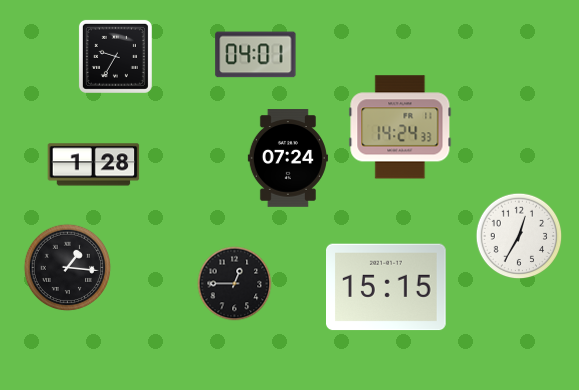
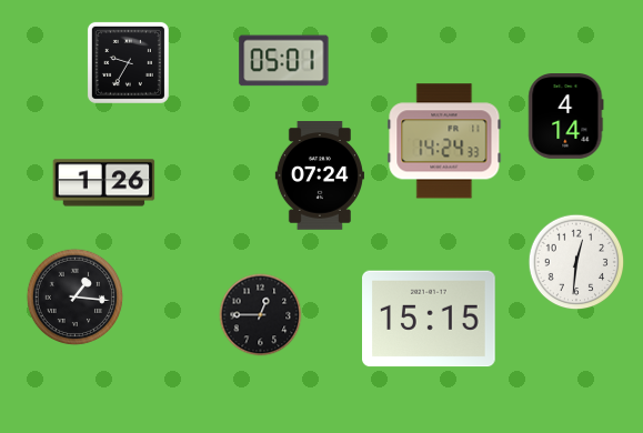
clock at (256, 55): 04:01 -> 05:01
clock at (566, 117): none -> 4:14
clock at (94, 165): 1:28 -> 1:26
clock at (519, 236): 12:35 -> 12:31
